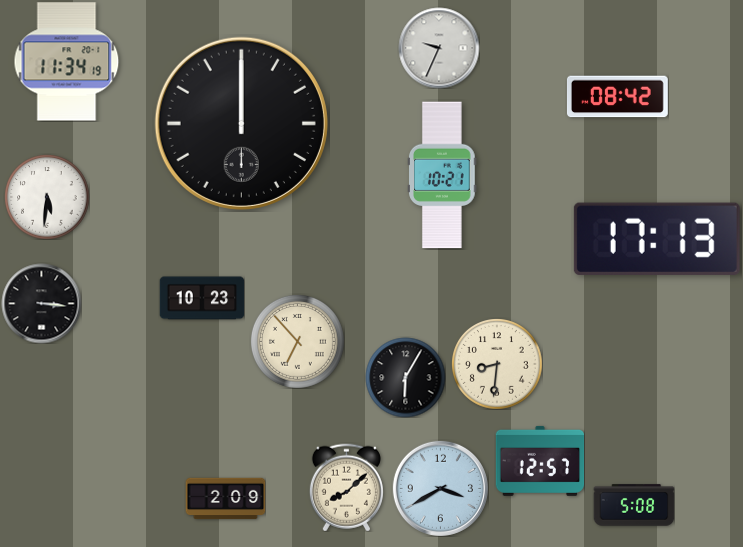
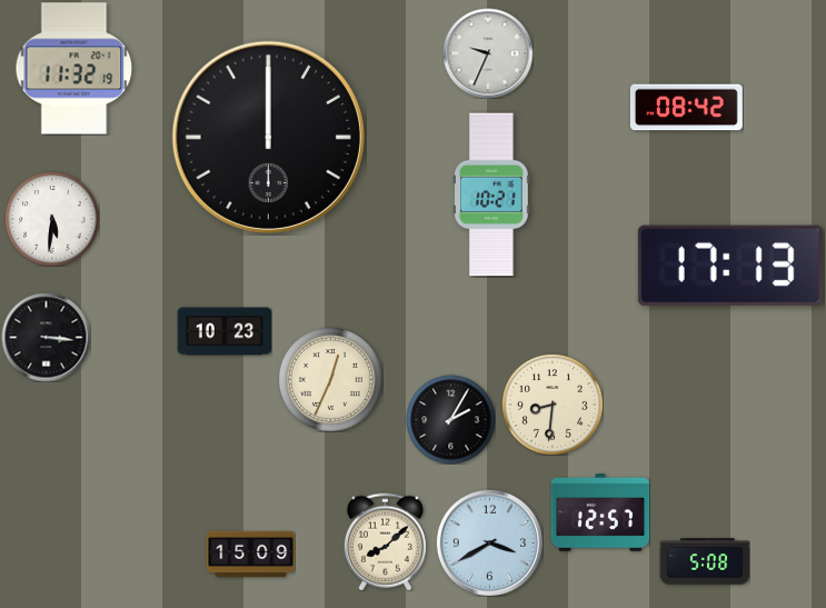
clock at (67, 62): 11:34 -> 11:32
clock at (297, 341): 6:53 -> 12:34
clock at (405, 377): 6:05 -> 2:05
clock at (225, 499): 2:09 -> 15:09
